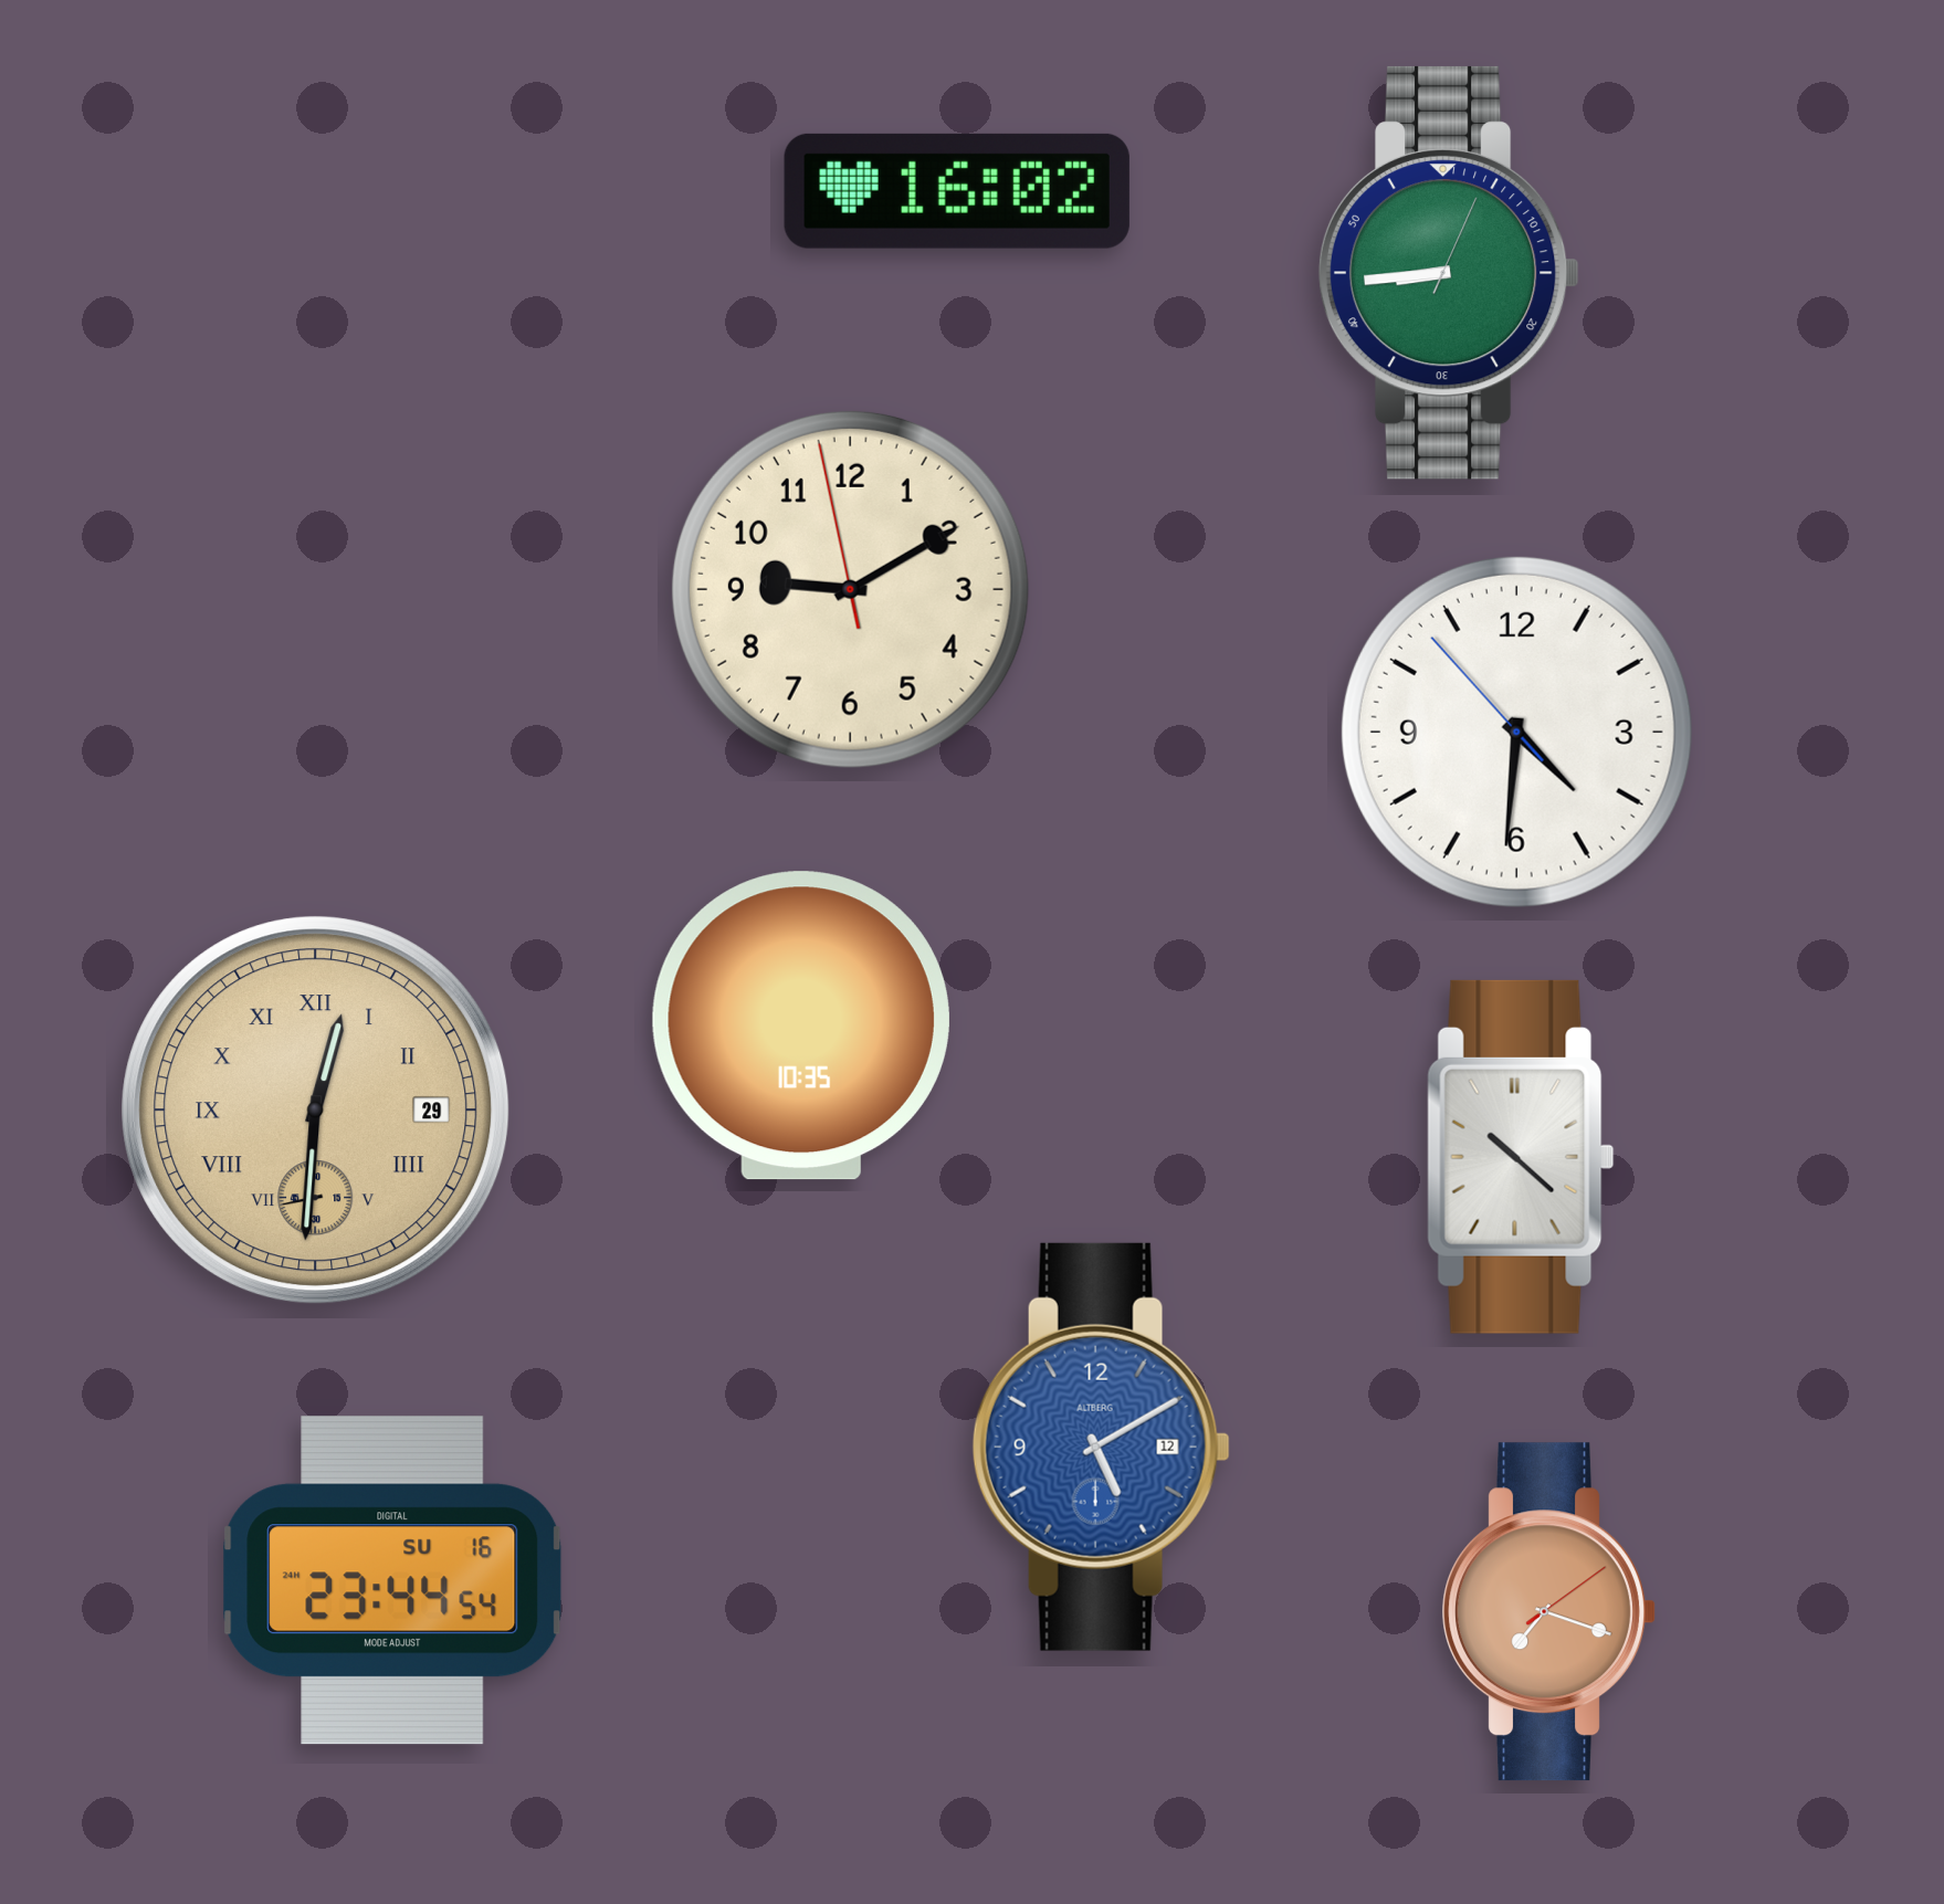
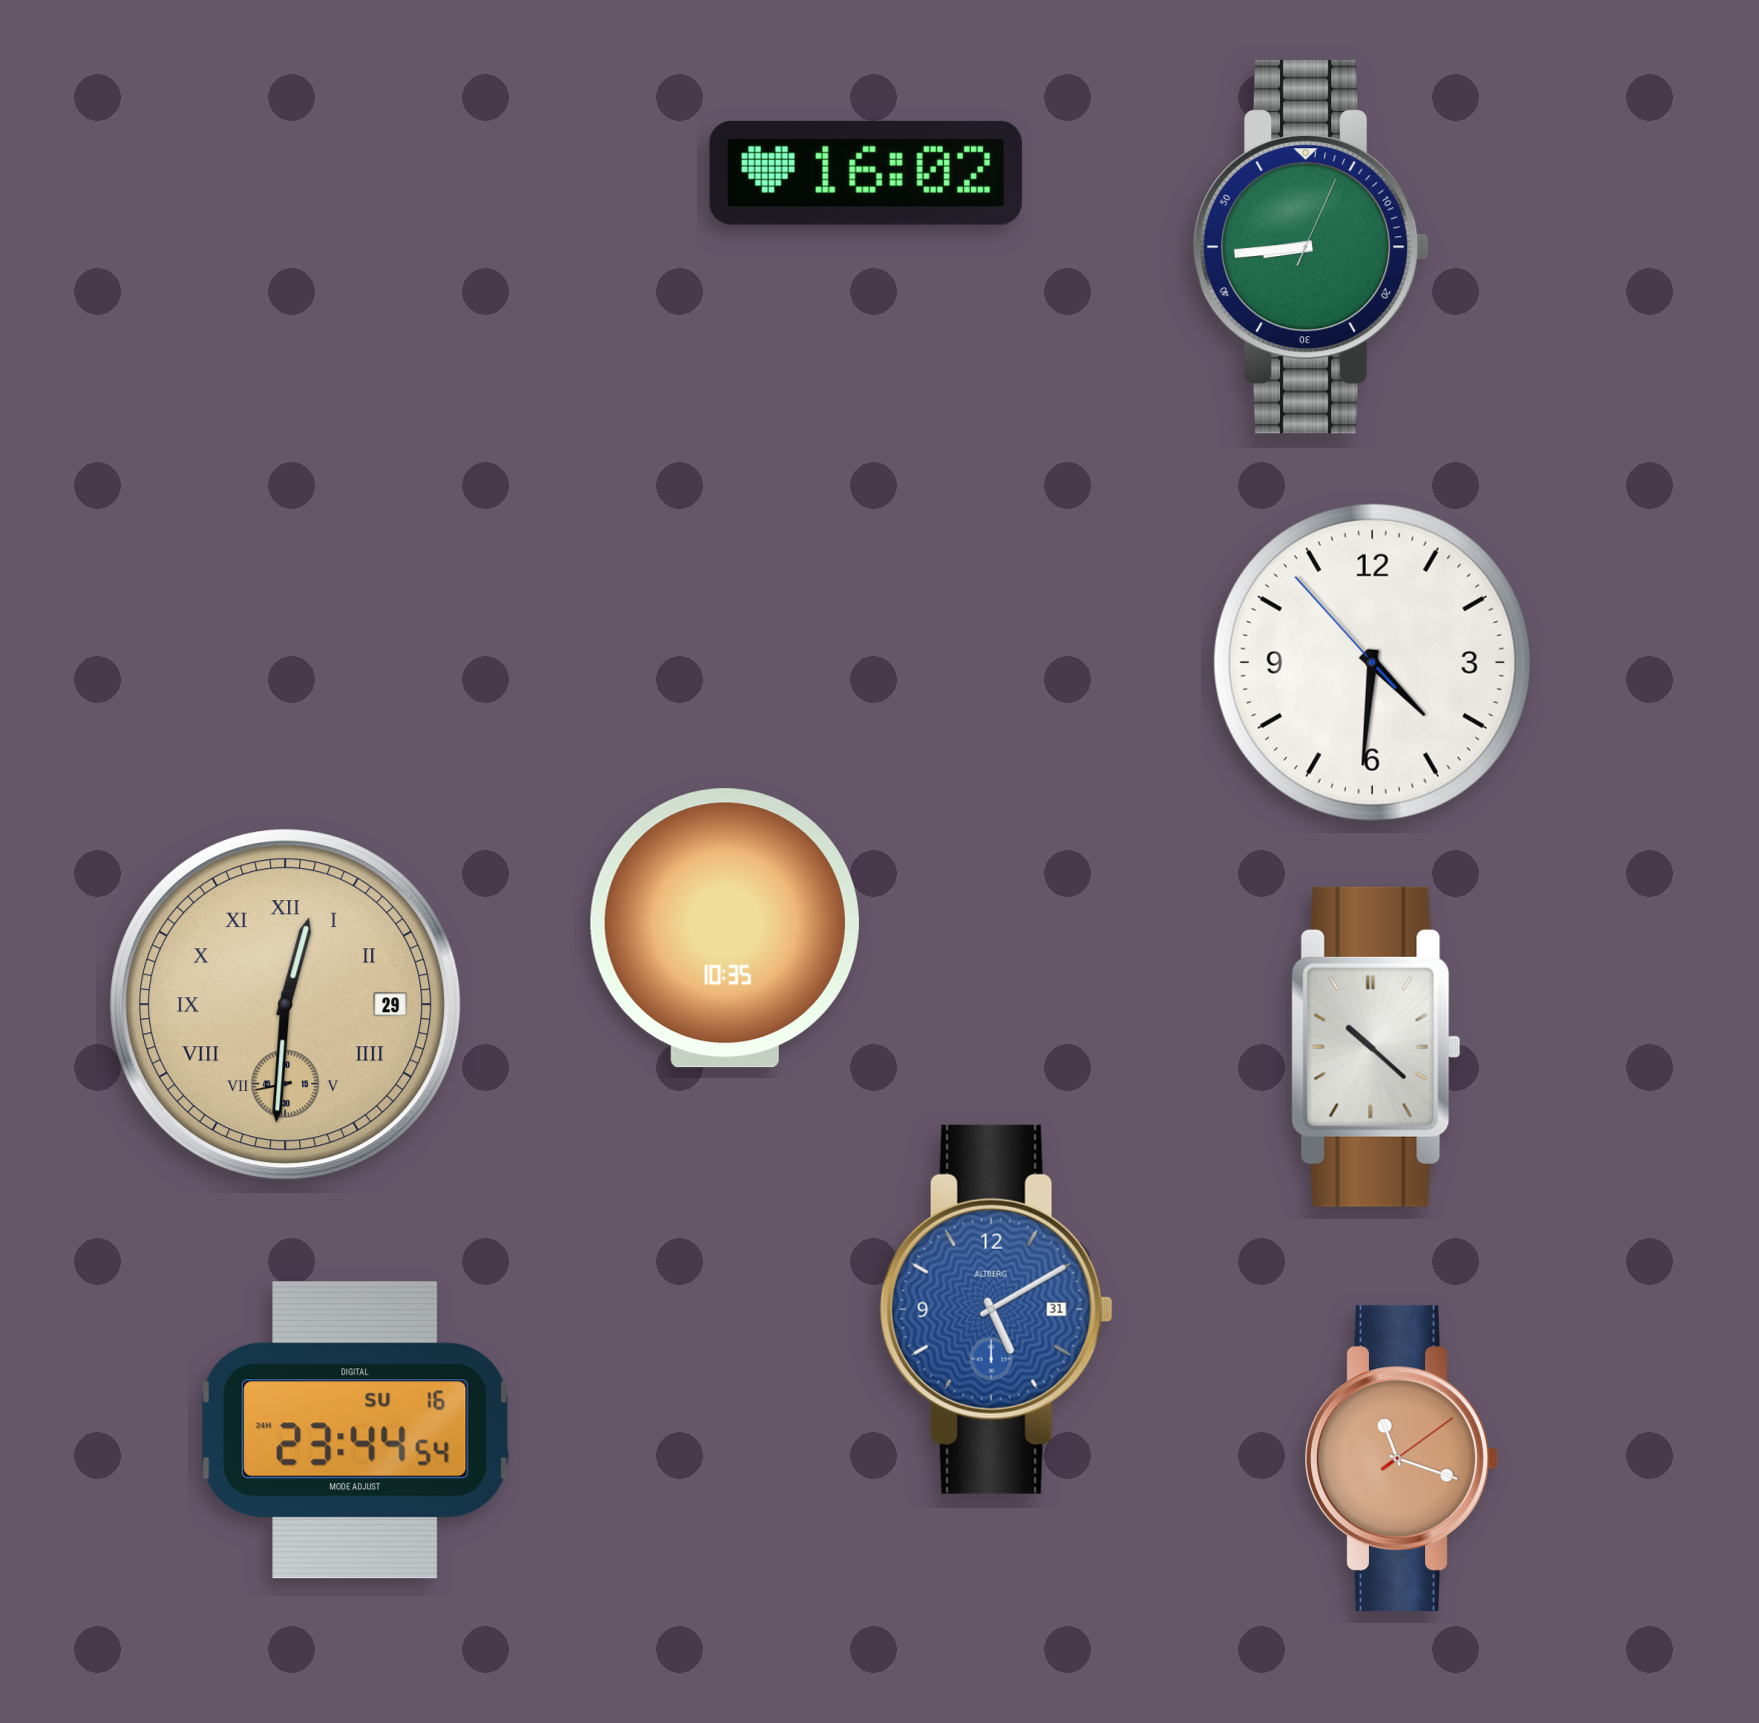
clock at (850, 589): 9:09 -> none
clock at (1101, 1447) date: 12 -> 31
clock at (1548, 1612): 7:18 -> 11:18
